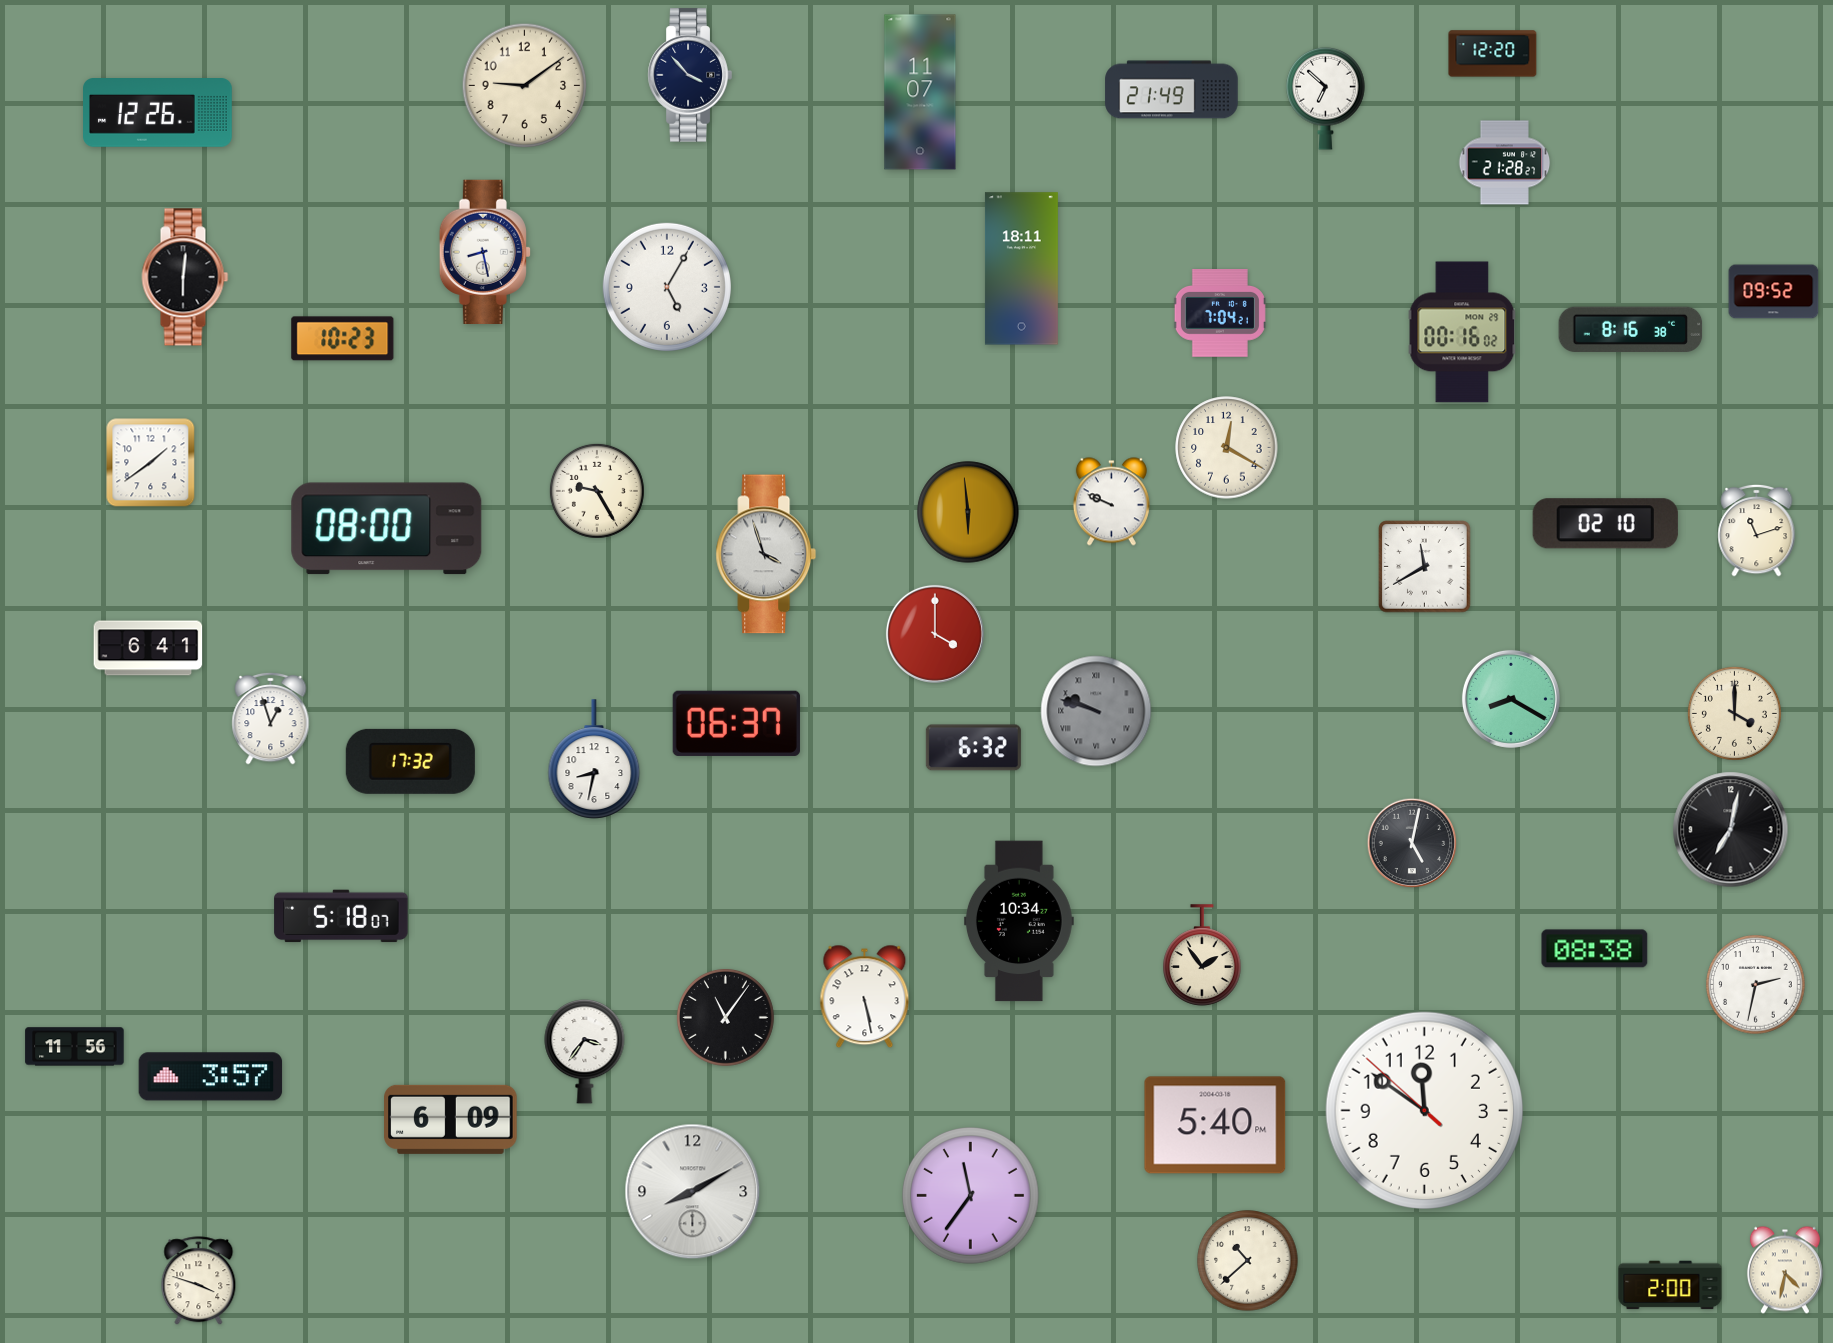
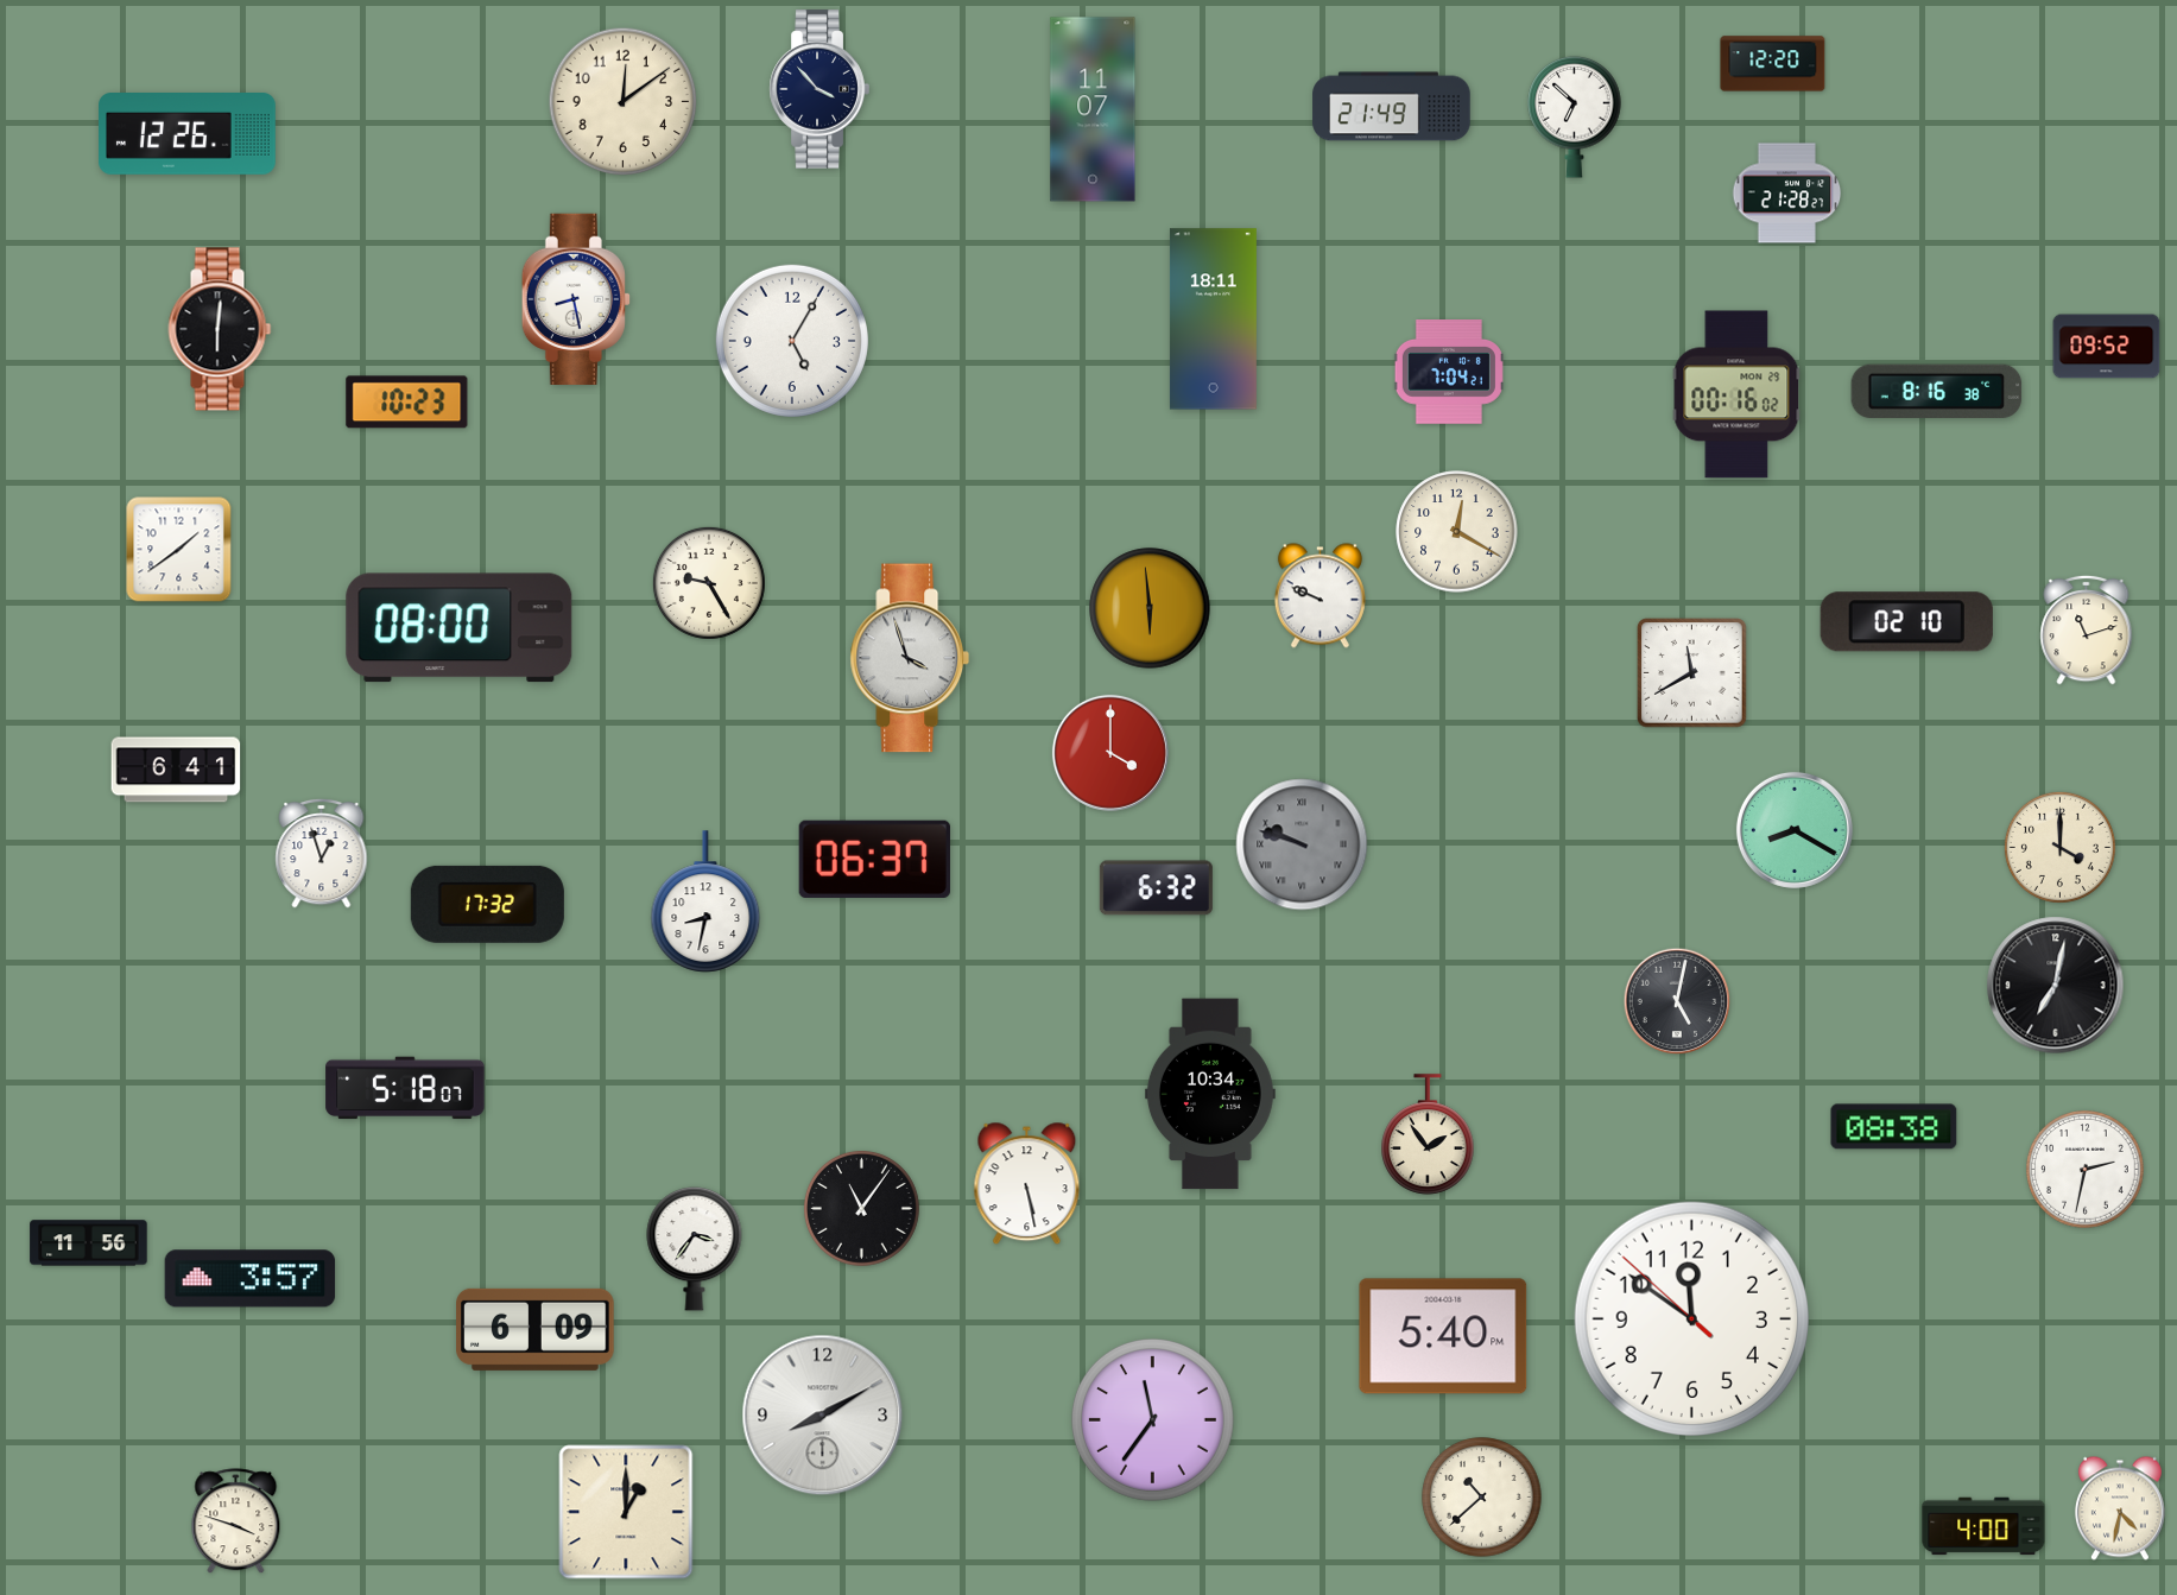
clock at (525, 86): 9:09 -> 12:09
clock at (626, 1512): none -> 1:00
clock at (1670, 1285): 2:00 -> 4:00
